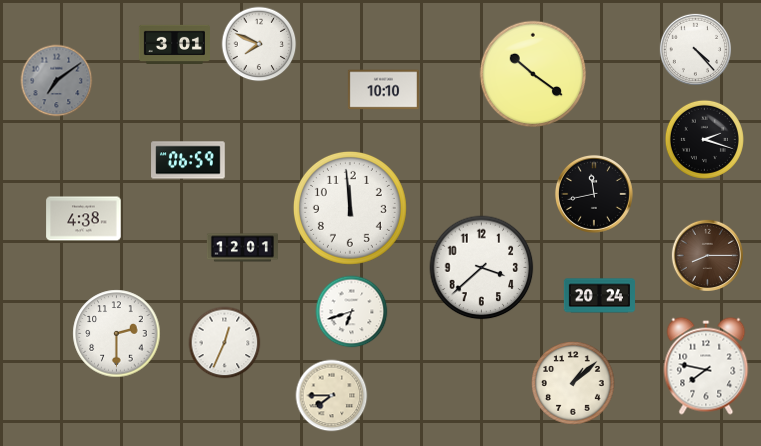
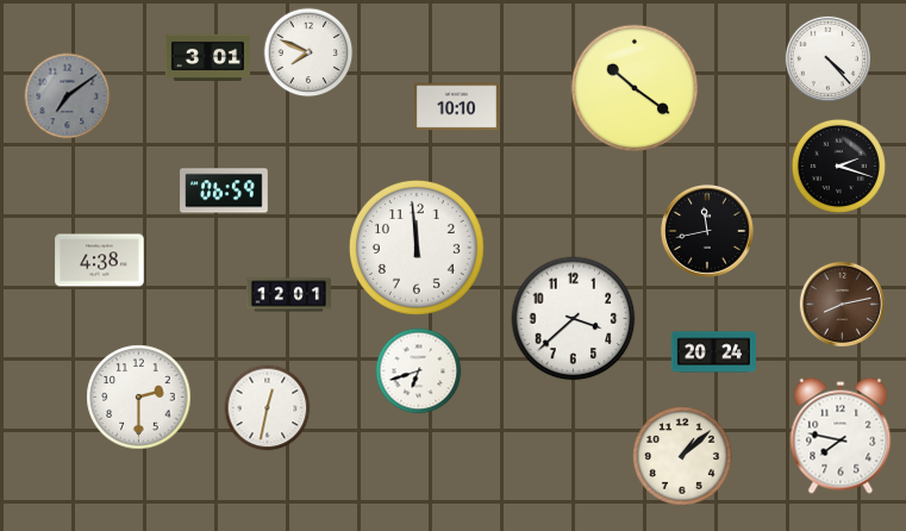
clock at (174, 44) position: (174, 44) -> (207, 57)
clock at (707, 255): 8:15 -> 8:13
clock at (225, 343): 12:34 -> 12:32
clock at (332, 396): 7:45 -> none
